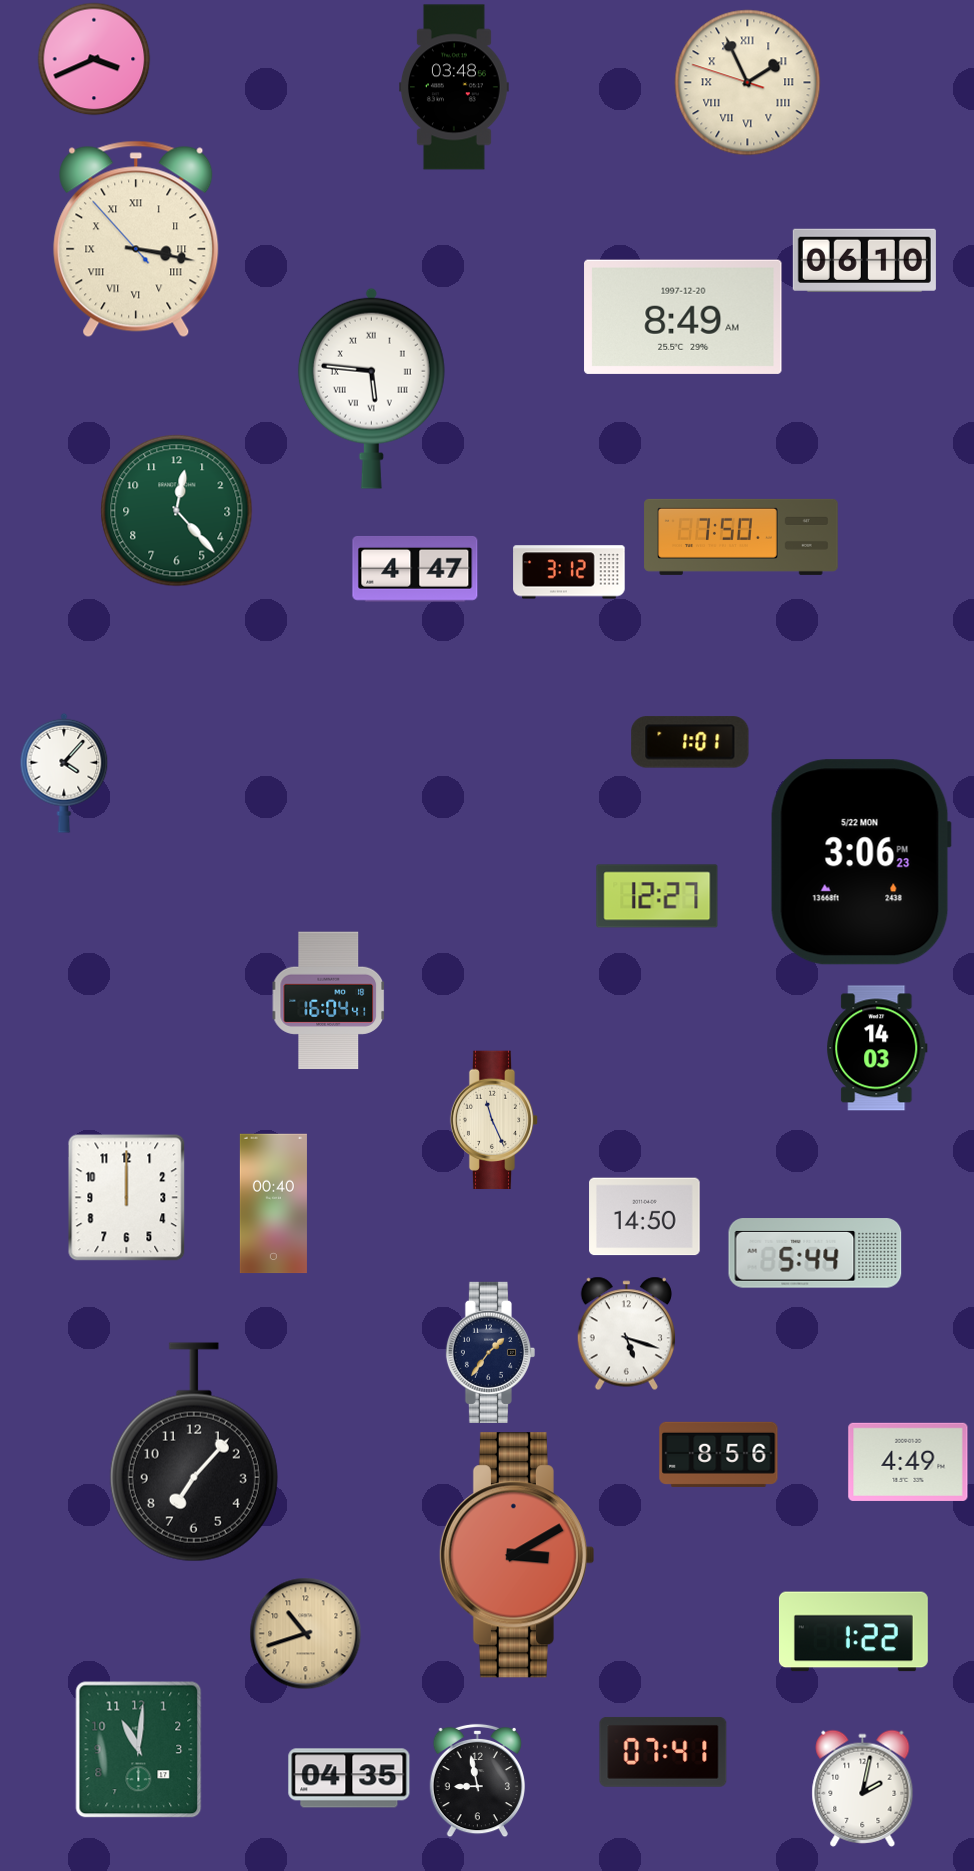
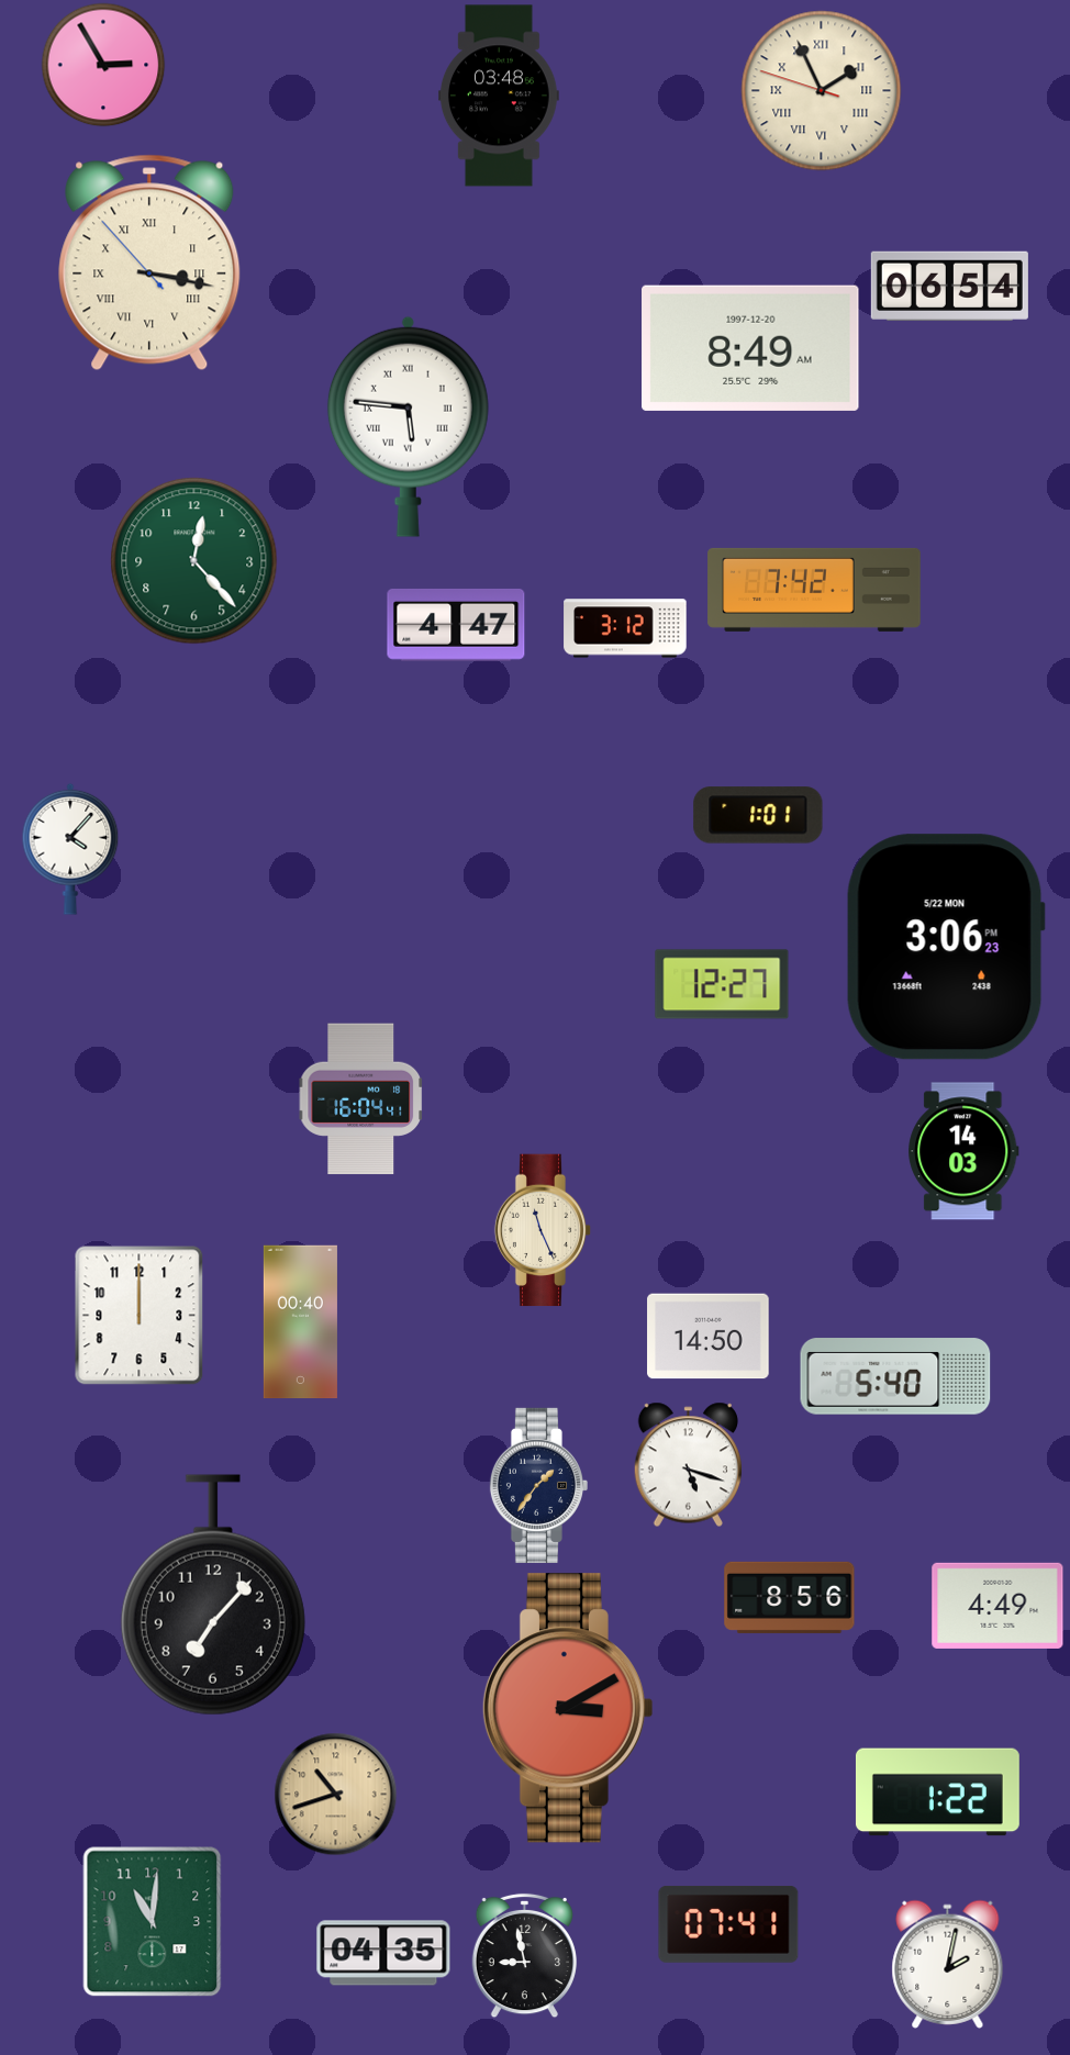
clock at (94, 59): 3:41 -> 2:55
clock at (864, 260): 06:10 -> 06:54
clock at (741, 537): 7:50 -> 7:42
clock at (815, 1253): 5:44 -> 5:40
